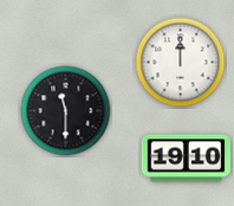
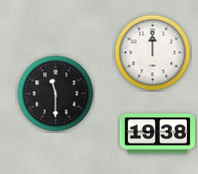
clock at (186, 159): 19:10 -> 19:38
